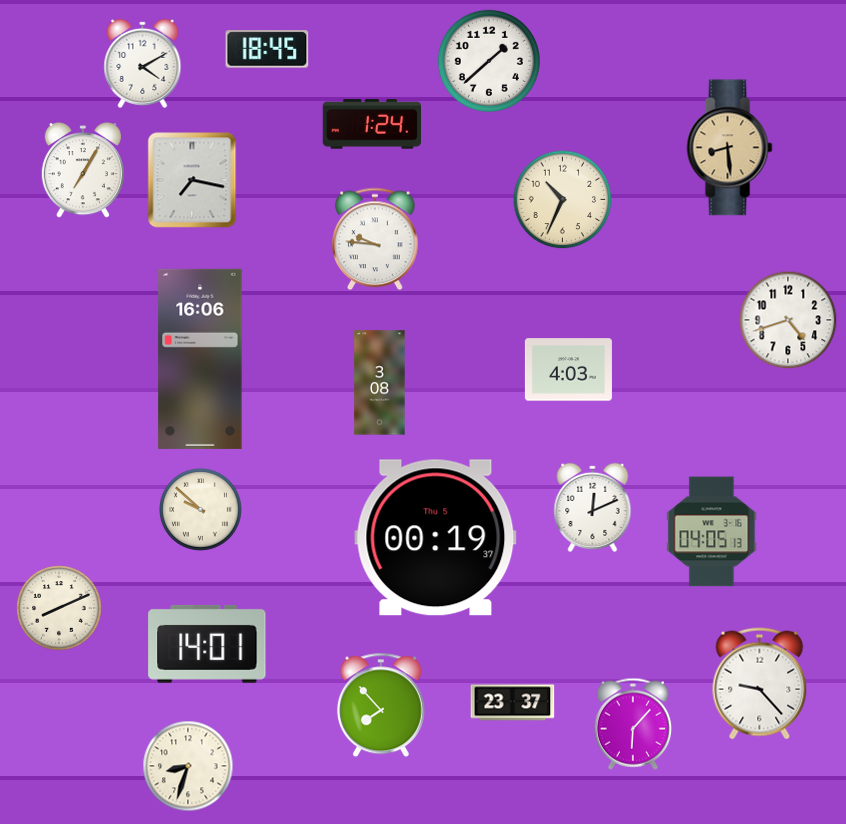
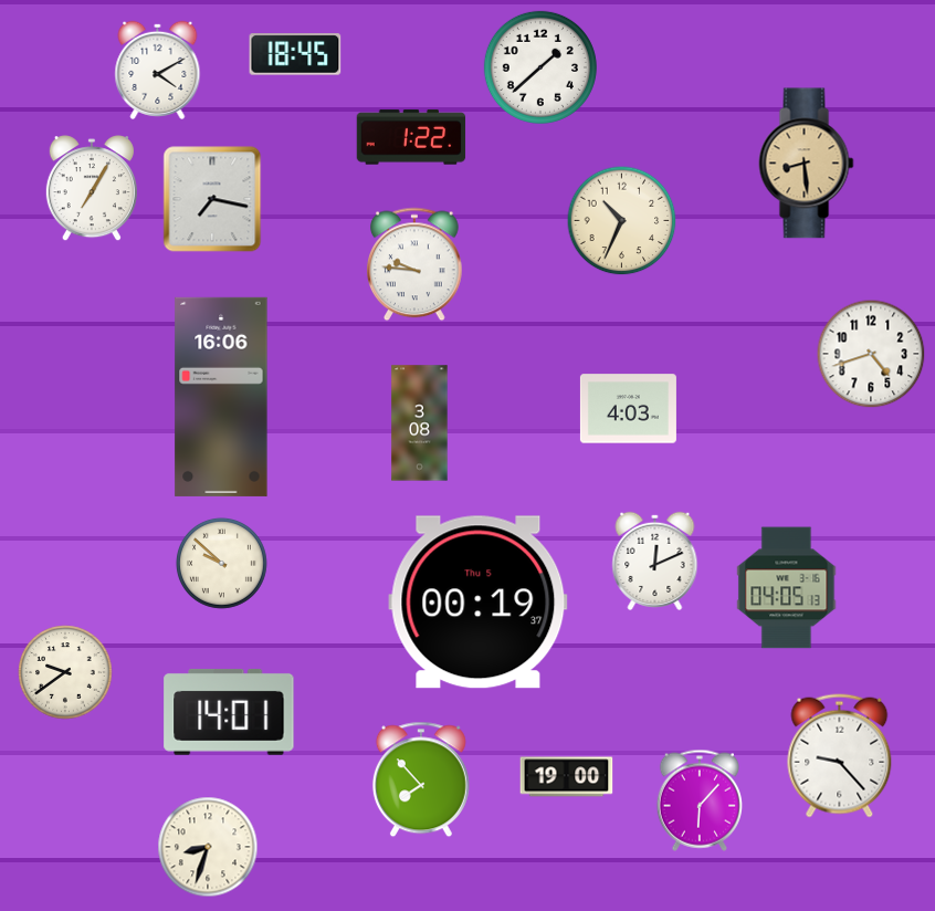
clock at (372, 124): 1:24 -> 1:22
clock at (436, 538) position: (436, 538) -> (479, 603)
clock at (59, 608): 8:11 -> 9:39
clock at (513, 703): 23:37 -> 19:00
